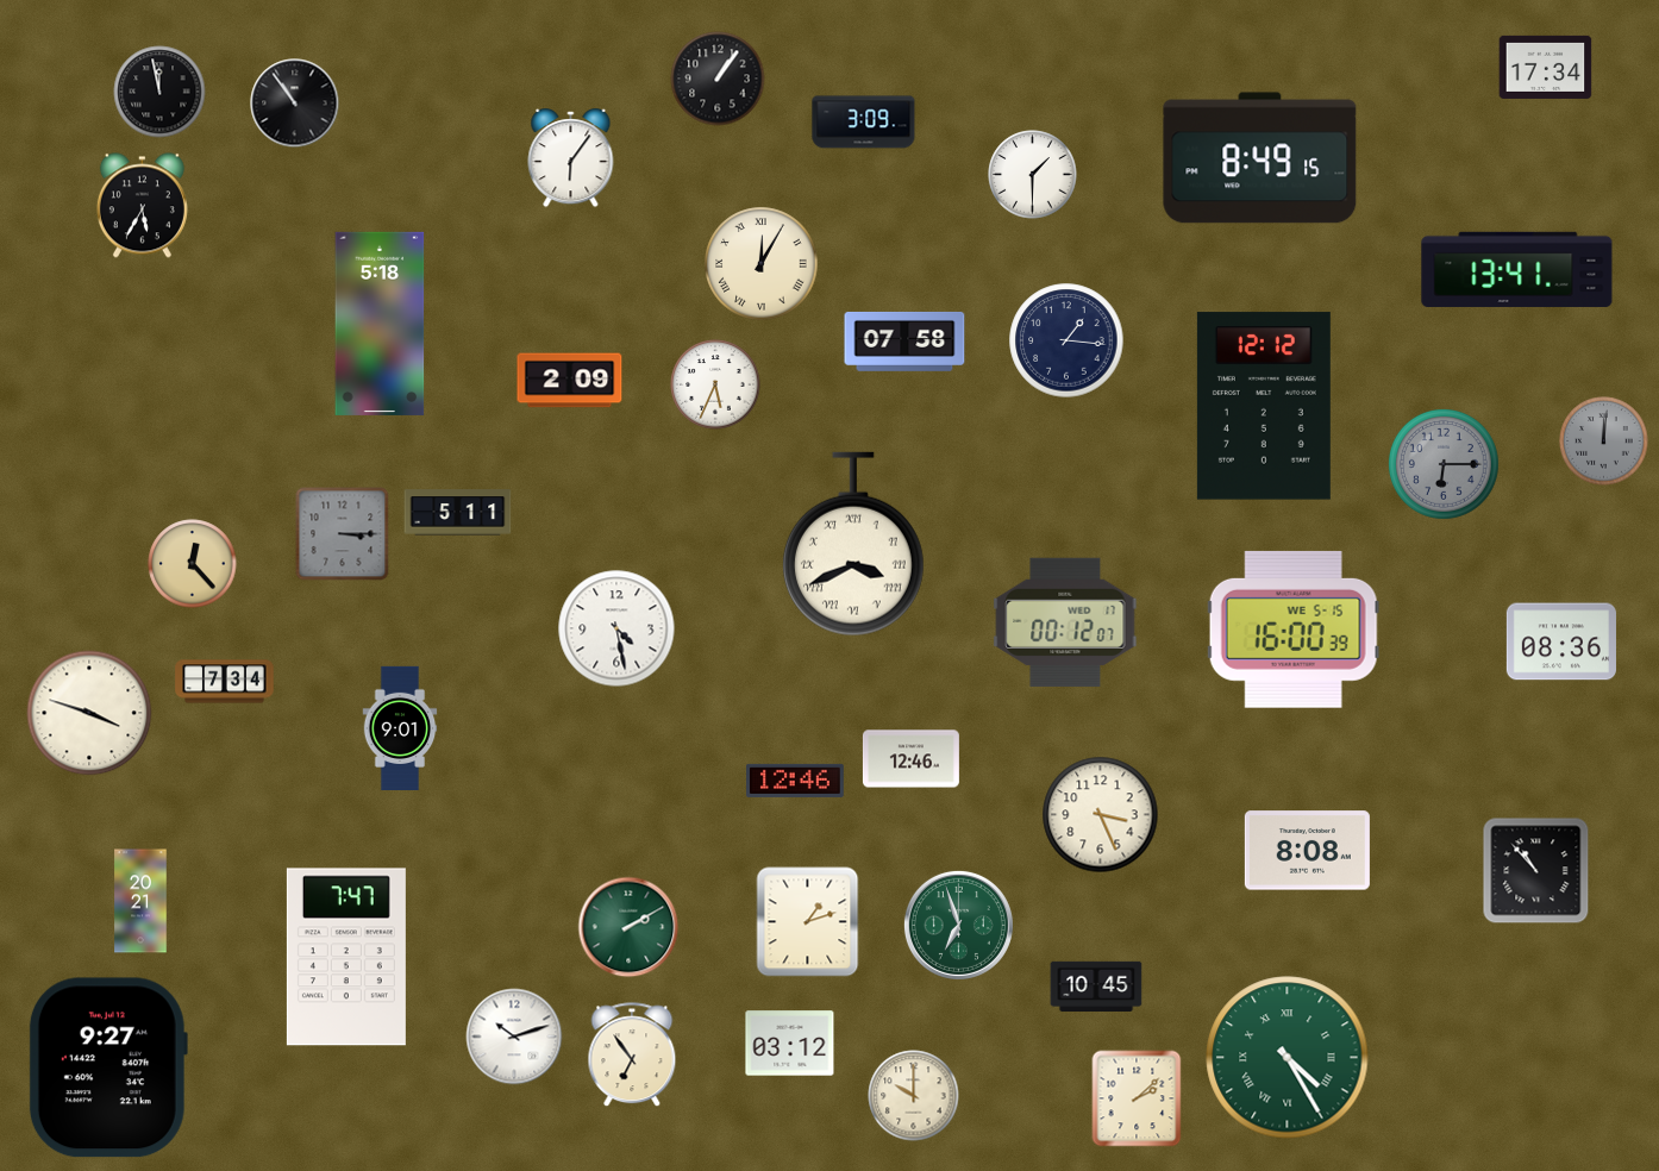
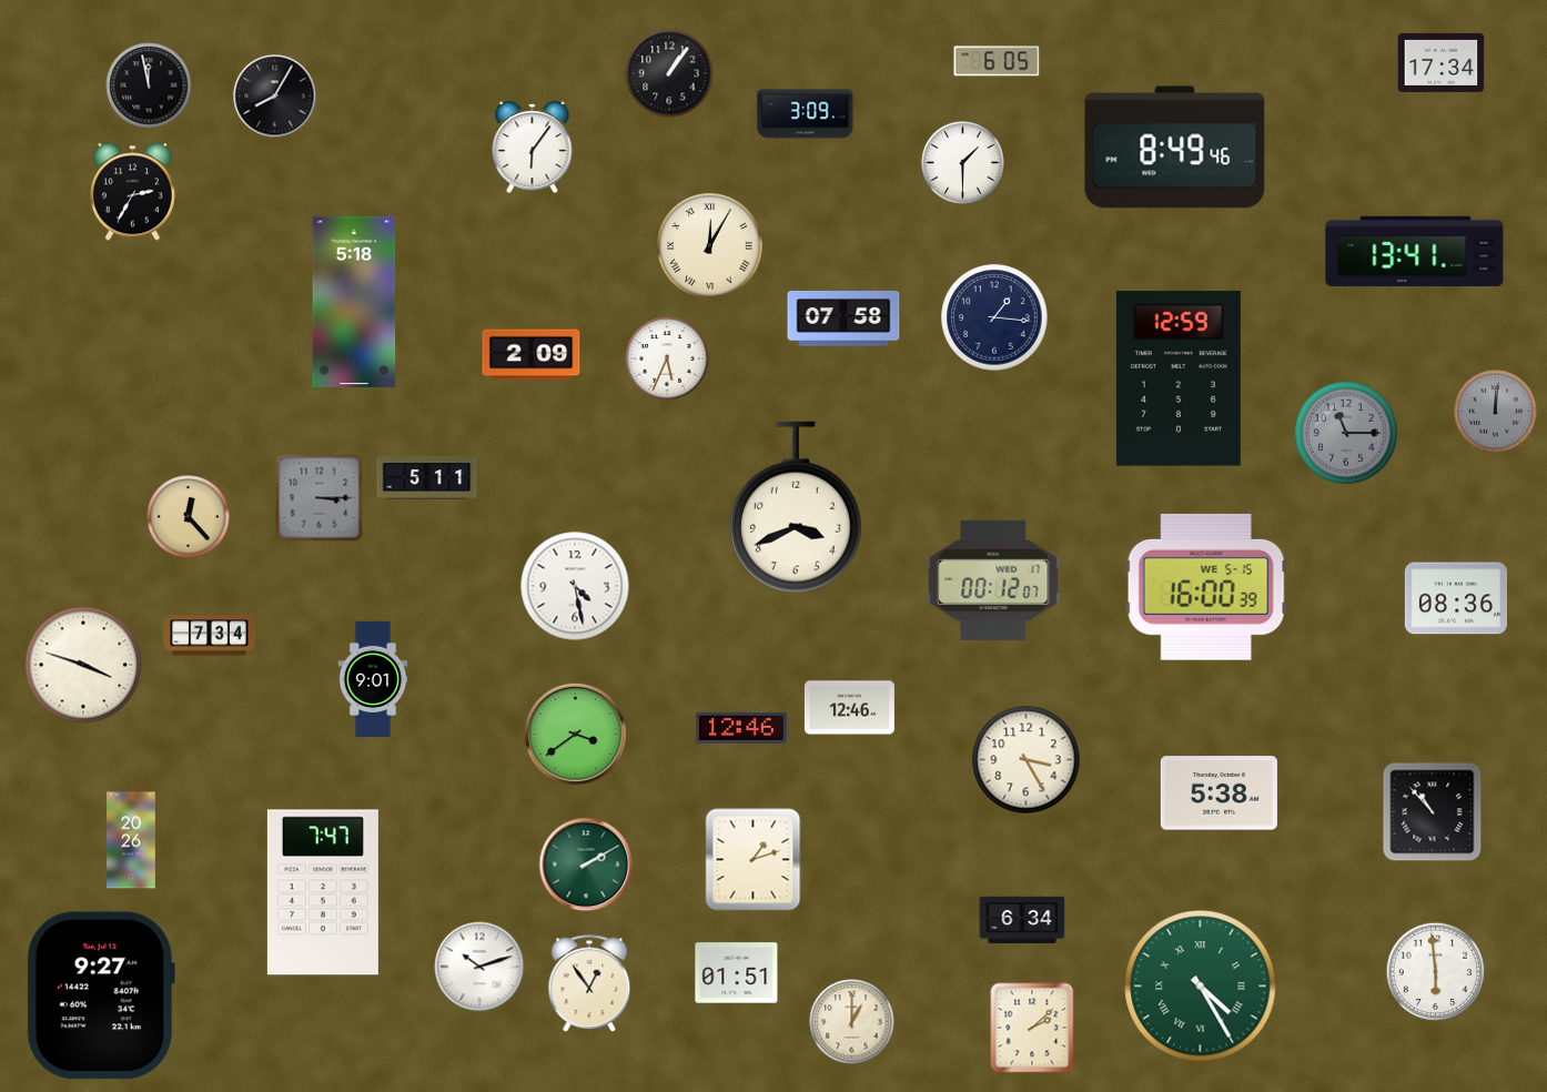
clock at (997, 61): none -> 6:05
clock at (295, 104): 10:54 -> 8:05
clock at (1260, 158): 8:49:15 -> 8:49:46
clock at (142, 206): 5:35 -> 2:35
clock at (1264, 406): 12:12 -> 12:59
clock at (1444, 464): 6:15 -> 11:15
clock at (853, 544) numerals: Roman -> Arabic
clock at (193, 564) position: (193, 564) -> (189, 517)
clock at (575, 734): none -> 3:39
clock at (1101, 815): 3:26 -> 3:25
clock at (1307, 851): 8:08 -> 5:38
clock at (140, 901): 20:21 -> 20:26
clock at (958, 925): 6:57 -> none
clock at (1096, 985): 10:45 -> 6:34
clock at (1436, 972): none -> 5:59
clock at (790, 1044): 03:12 -> 01:51
clock at (632, 1056): 6:54 -> 12:54
clock at (914, 1096): 10:00 -> 1:00
clock at (1137, 1098) position: (1137, 1098) -> (1032, 1028)
